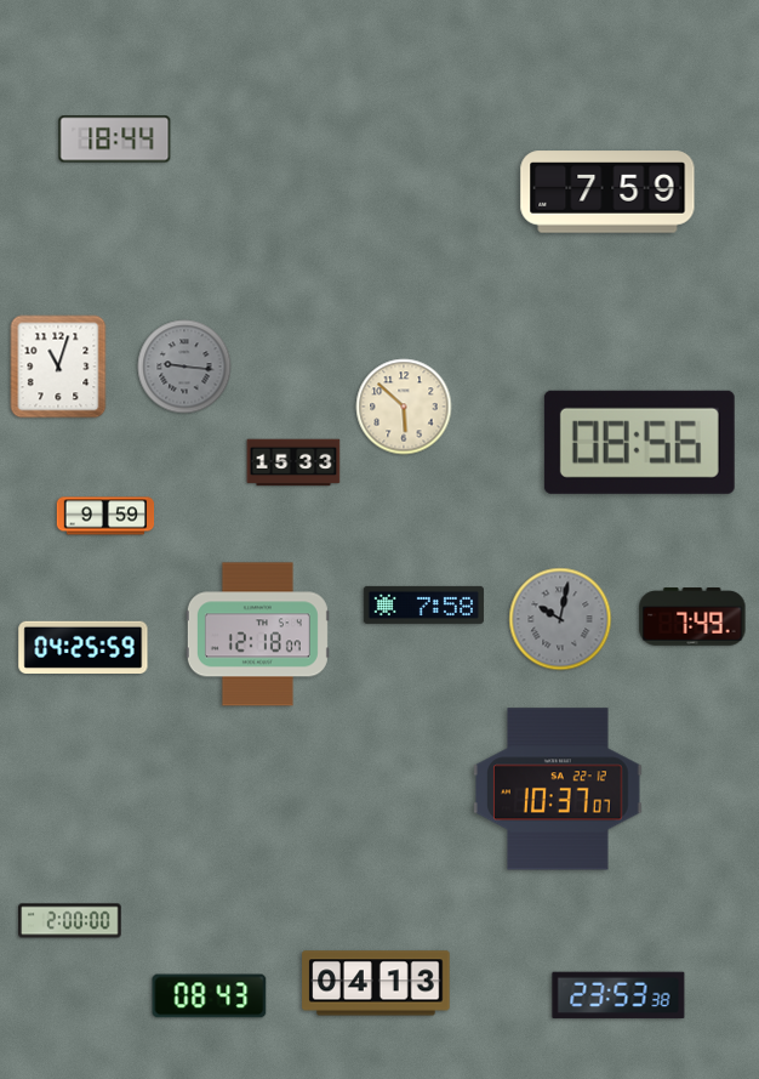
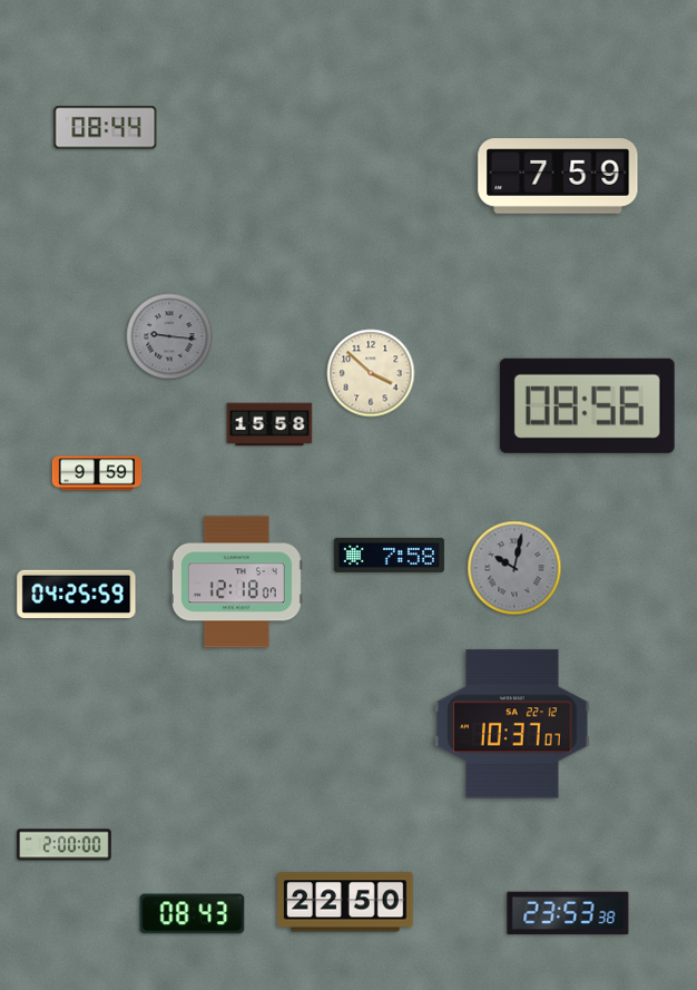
clock at (115, 140): 18:44 -> 08:44
clock at (58, 367): 11:03 -> none
clock at (404, 407): 5:52 -> 3:52
clock at (293, 462): 15:33 -> 15:58
clock at (692, 617): 7:49 -> none
clock at (376, 983): 04:13 -> 22:50
